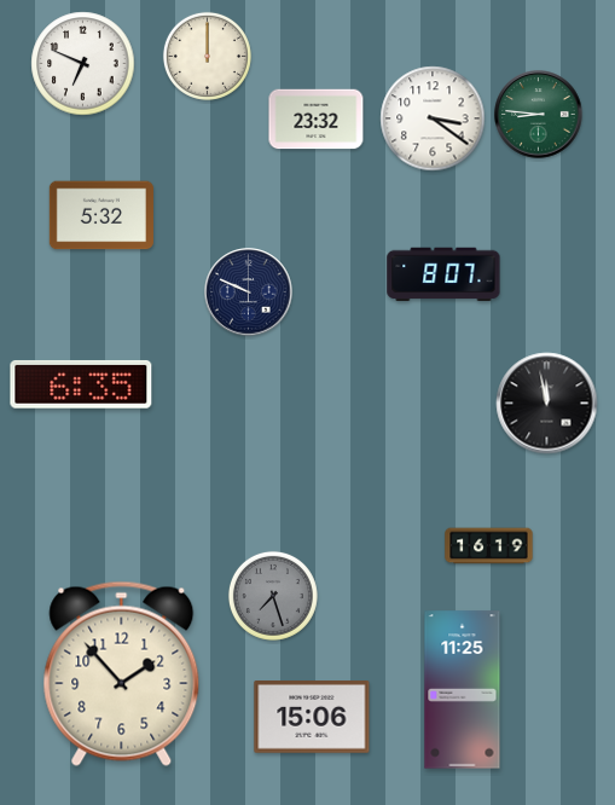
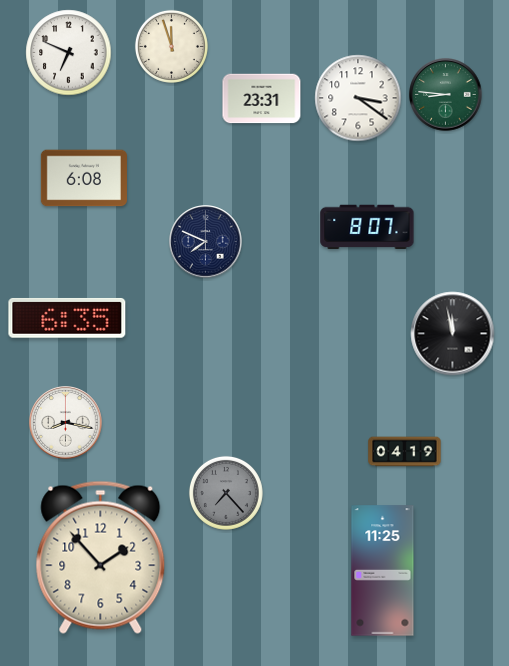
clock at (207, 56): 12:00 -> 11:57
clock at (317, 120): 23:32 -> 23:31
clock at (101, 215): 5:32 -> 6:08
clock at (249, 293): 9:49 -> 7:49
clock at (66, 423): none -> 8:17
clock at (489, 546): 16:19 -> 04:19
clock at (273, 596): 7:27 -> 7:23
clock at (312, 718): 15:06 -> none
